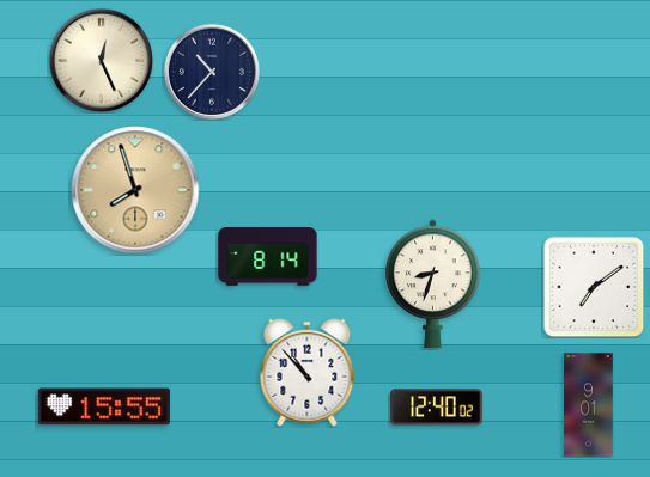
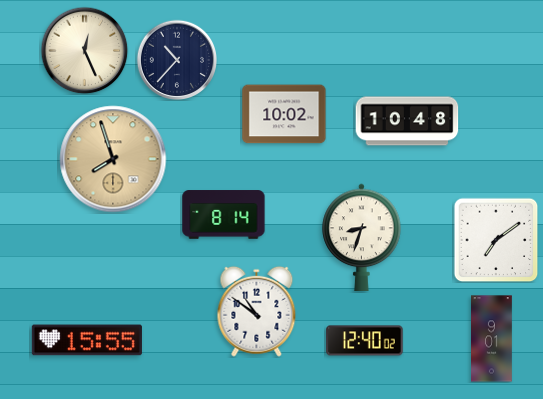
clock at (284, 114): none -> 10:02
clock at (407, 121): none -> 10:48
clock at (308, 372): 10:53 -> 10:51
